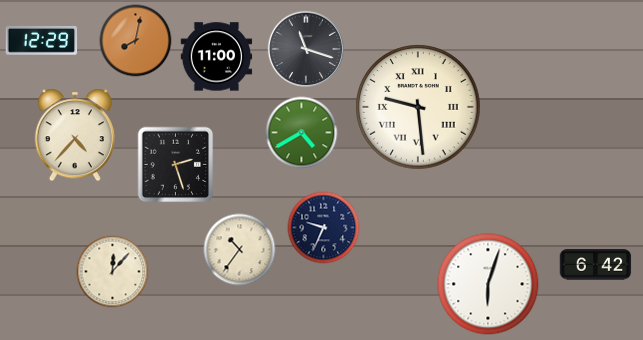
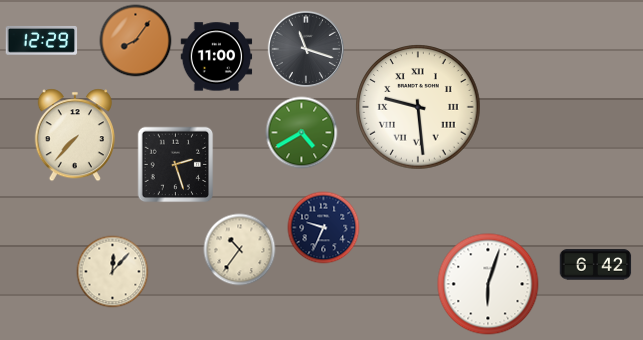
clock at (136, 41): 8:02 -> 8:06
clock at (75, 135): 4:37 -> 7:37
